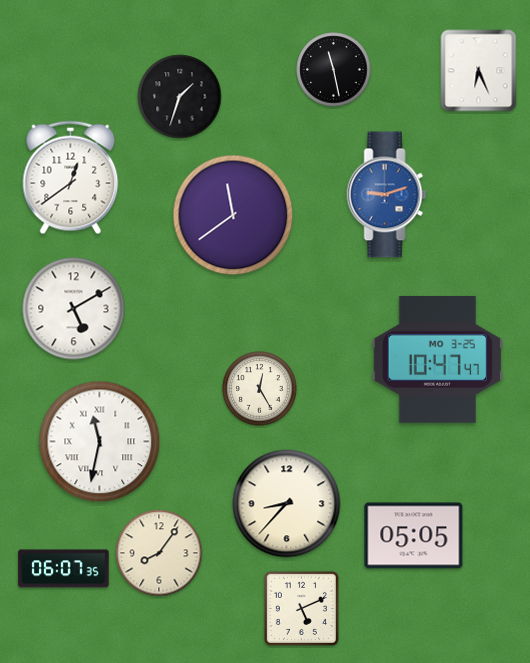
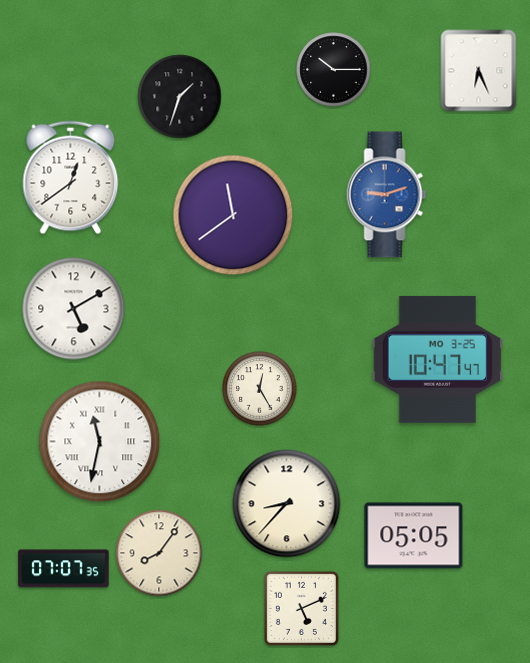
clock at (334, 70): 11:28 -> 10:15
clock at (64, 569): 06:07 -> 07:07
